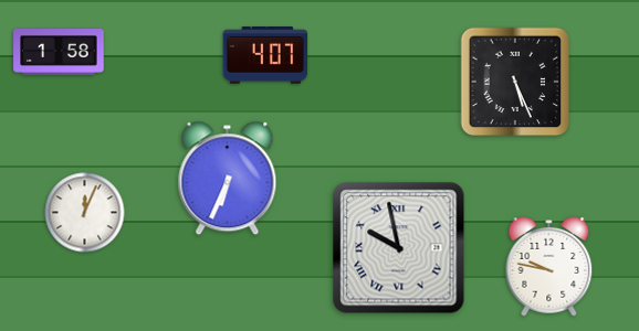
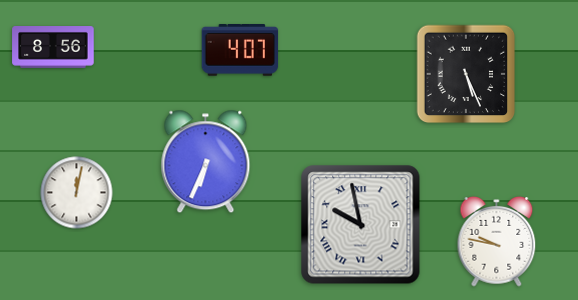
clock at (59, 53): 1:58 -> 8:56
clock at (85, 213): 12:04 -> 12:02
